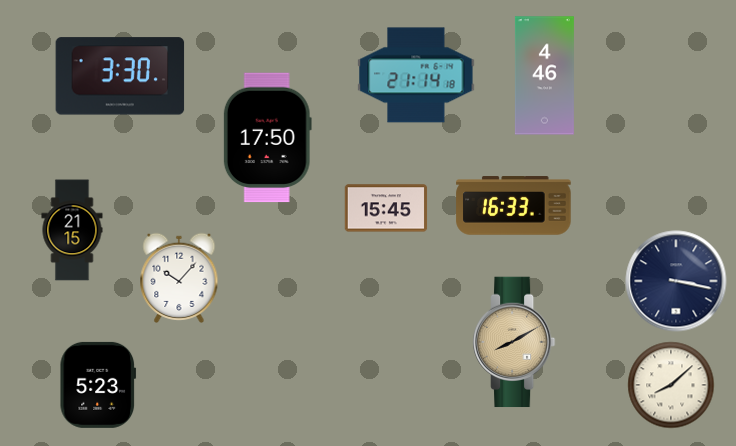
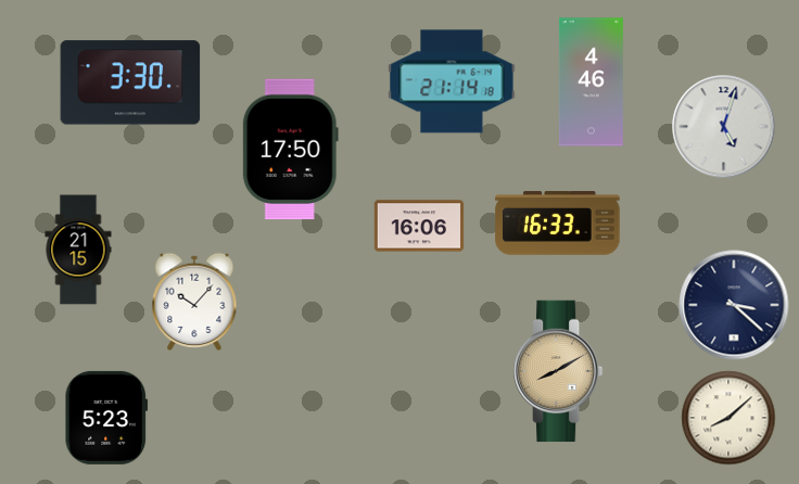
clock at (724, 127): none -> 5:03
clock at (386, 208): 15:45 -> 16:06
clock at (676, 281): 3:17 -> 3:22
